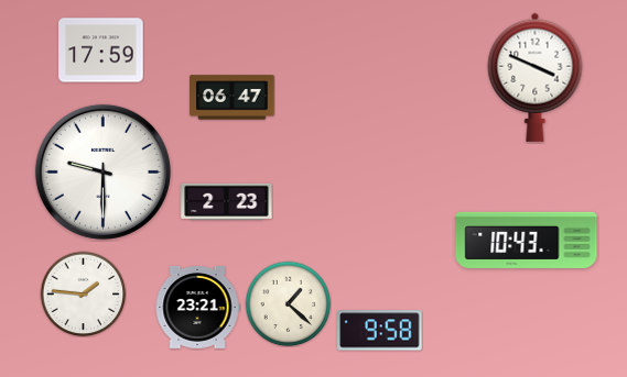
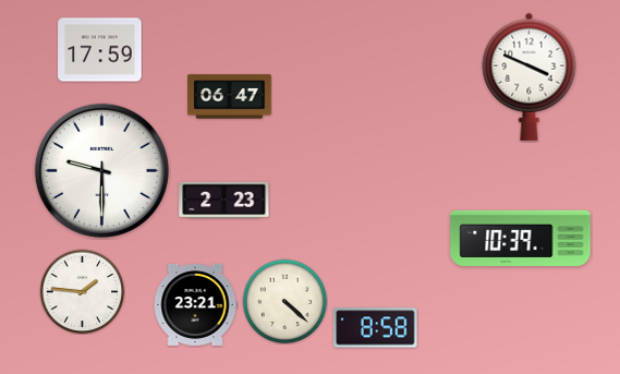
clock at (527, 240): 10:43 -> 10:39
clock at (288, 303): 1:22 -> 4:22
clock at (380, 331): 9:58 -> 8:58
